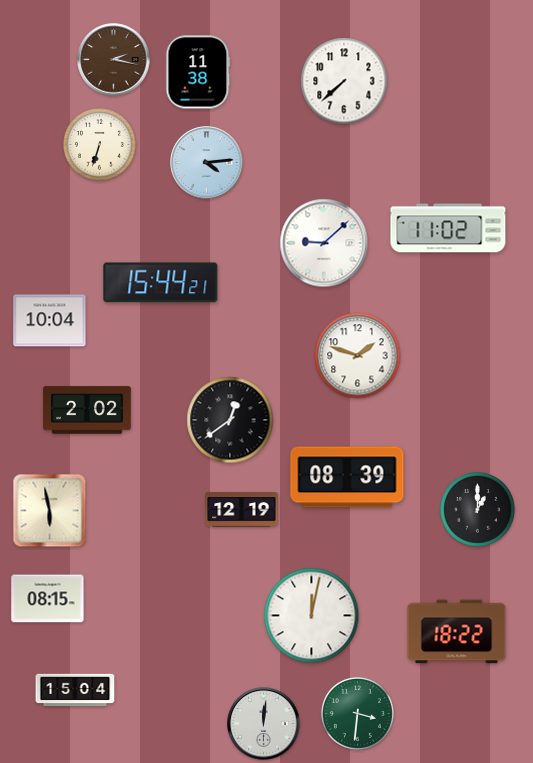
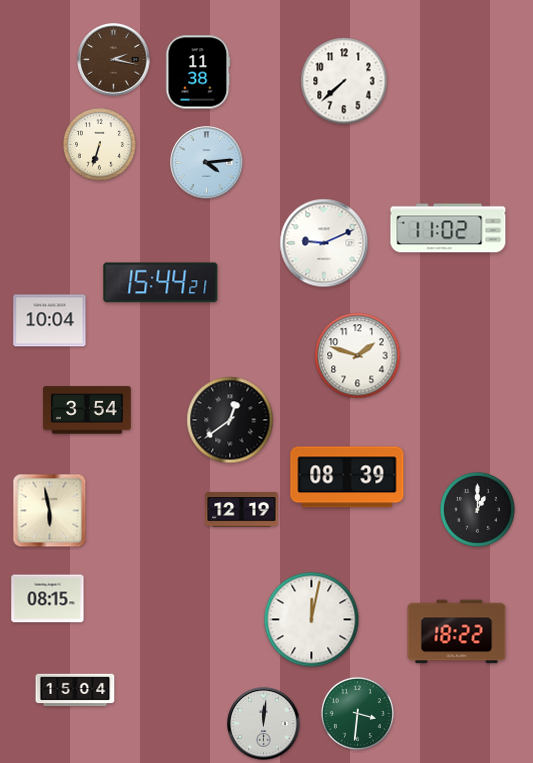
clock at (324, 243): 9:08 -> 9:11
clock at (87, 410): 2:02 -> 3:54
clock at (312, 616) position: (312, 616) -> (312, 620)
